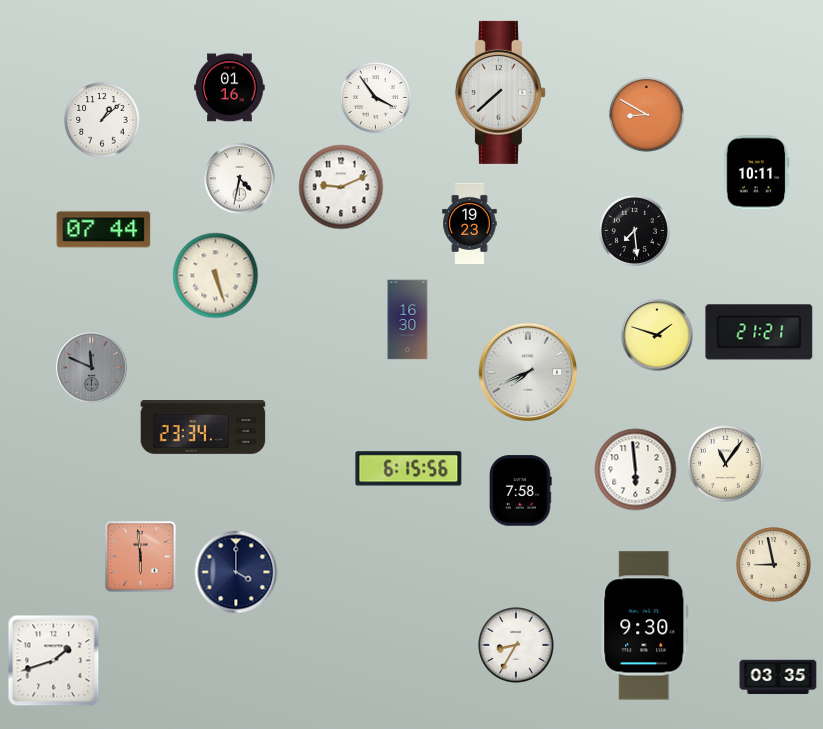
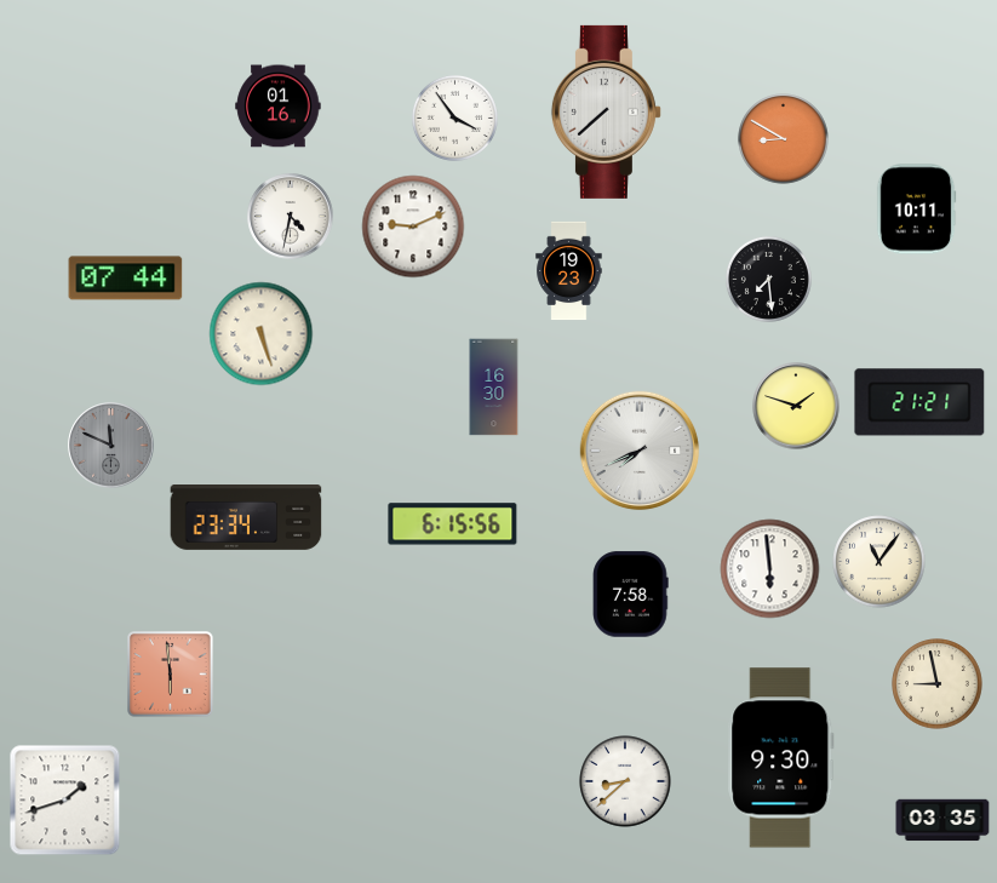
clock at (102, 120): 1:08 -> none
clock at (409, 469) position: (409, 469) -> (453, 524)
clock at (236, 572): 4:00 -> none
clock at (516, 645): 8:35 -> 8:38
